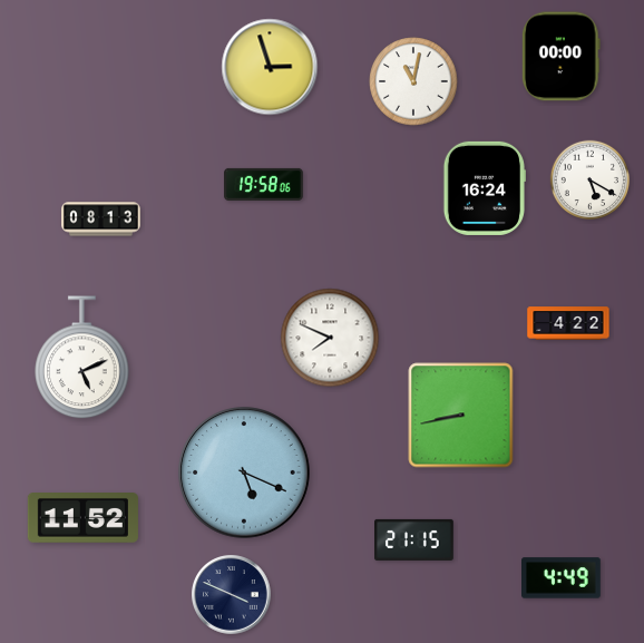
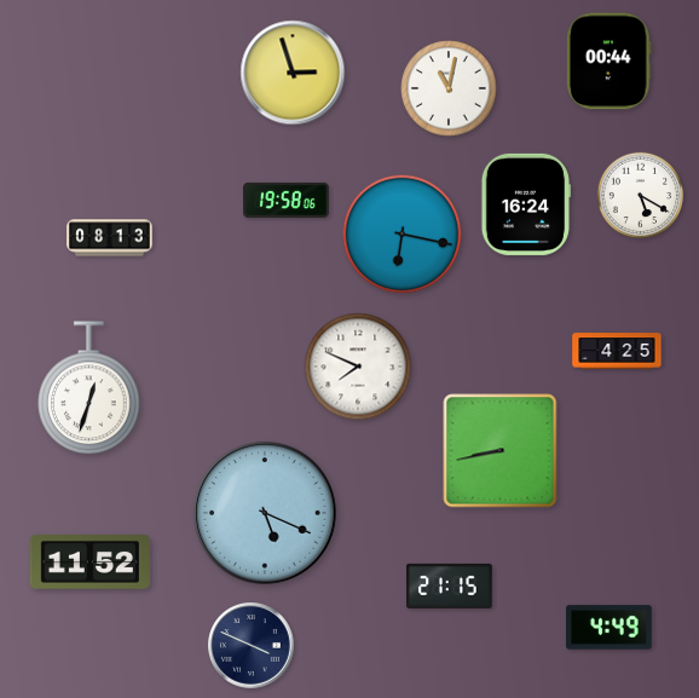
clock at (560, 57): 00:00 -> 00:44
clock at (403, 235): none -> 6:17
clock at (568, 323): 4:22 -> 4:25
clock at (82, 358): 5:11 -> 12:33
